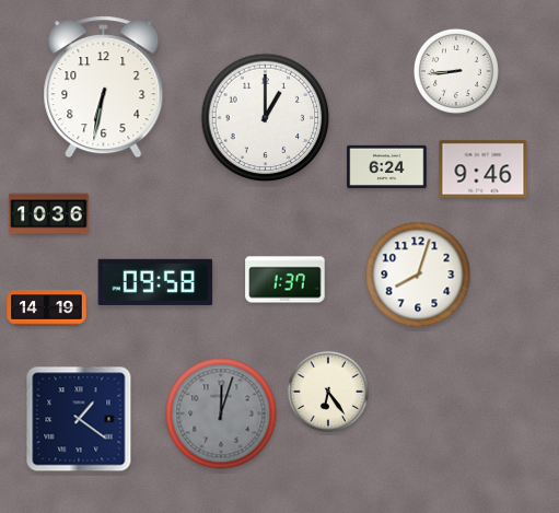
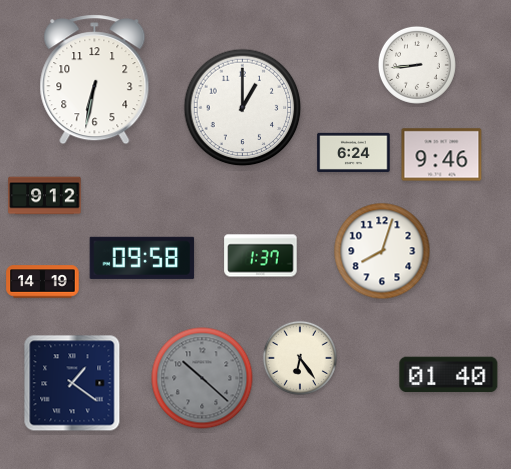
clock at (49, 214): 10:36 -> 9:12
clock at (449, 375): none -> 01:40
clock at (221, 413): 12:03 -> 10:22
